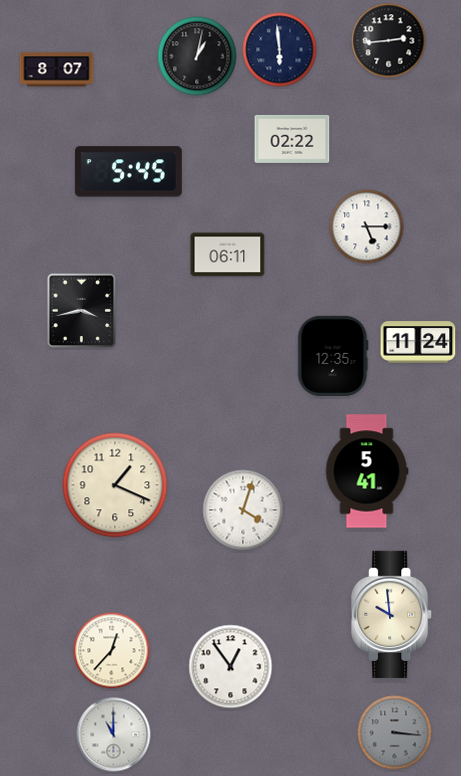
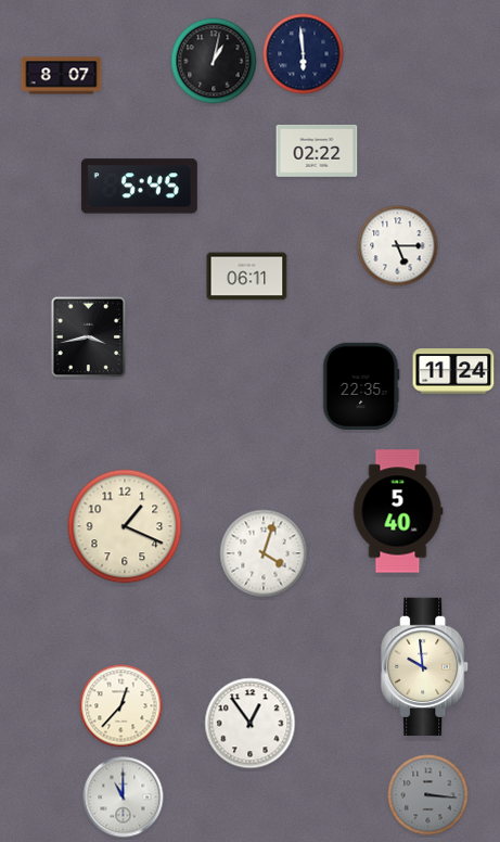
clock at (389, 41): 2:44 -> none
clock at (333, 355): 12:35 -> 22:35
clock at (367, 471): 5:41 -> 5:40
